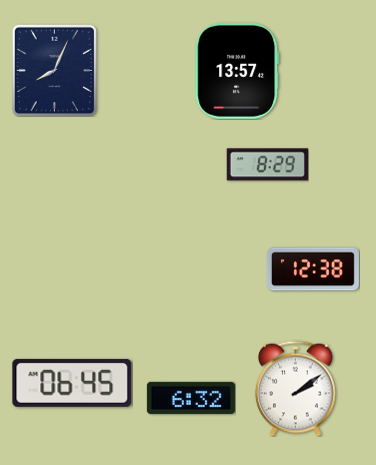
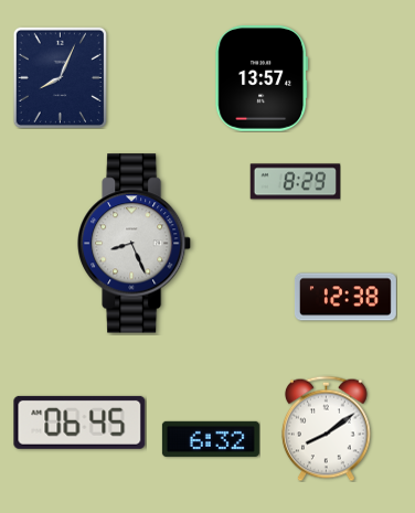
clock at (135, 244): none -> 8:26
clock at (296, 388): 2:09 -> 8:09
